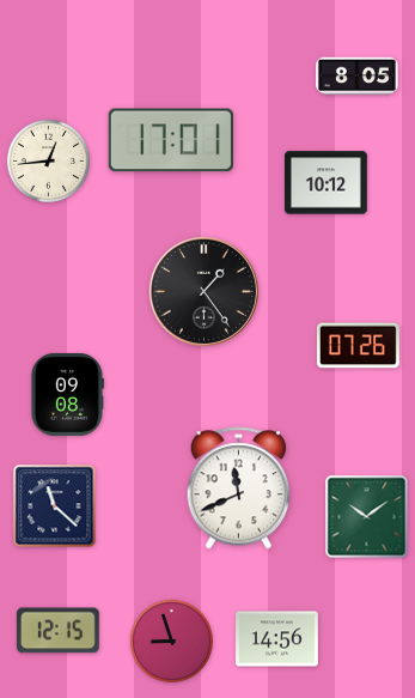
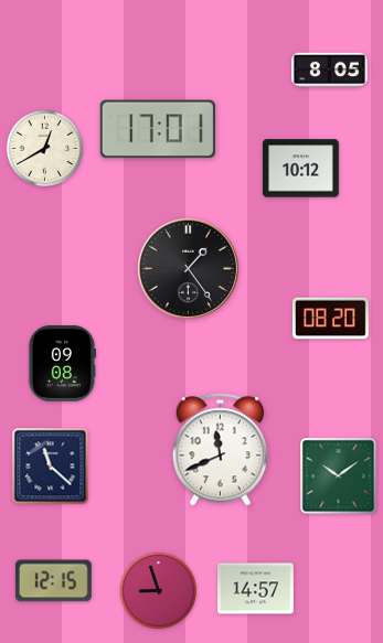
clock at (48, 160): 12:44 -> 12:40
clock at (358, 346): 07:26 -> 08:20
clock at (277, 639): 14:56 -> 14:57
